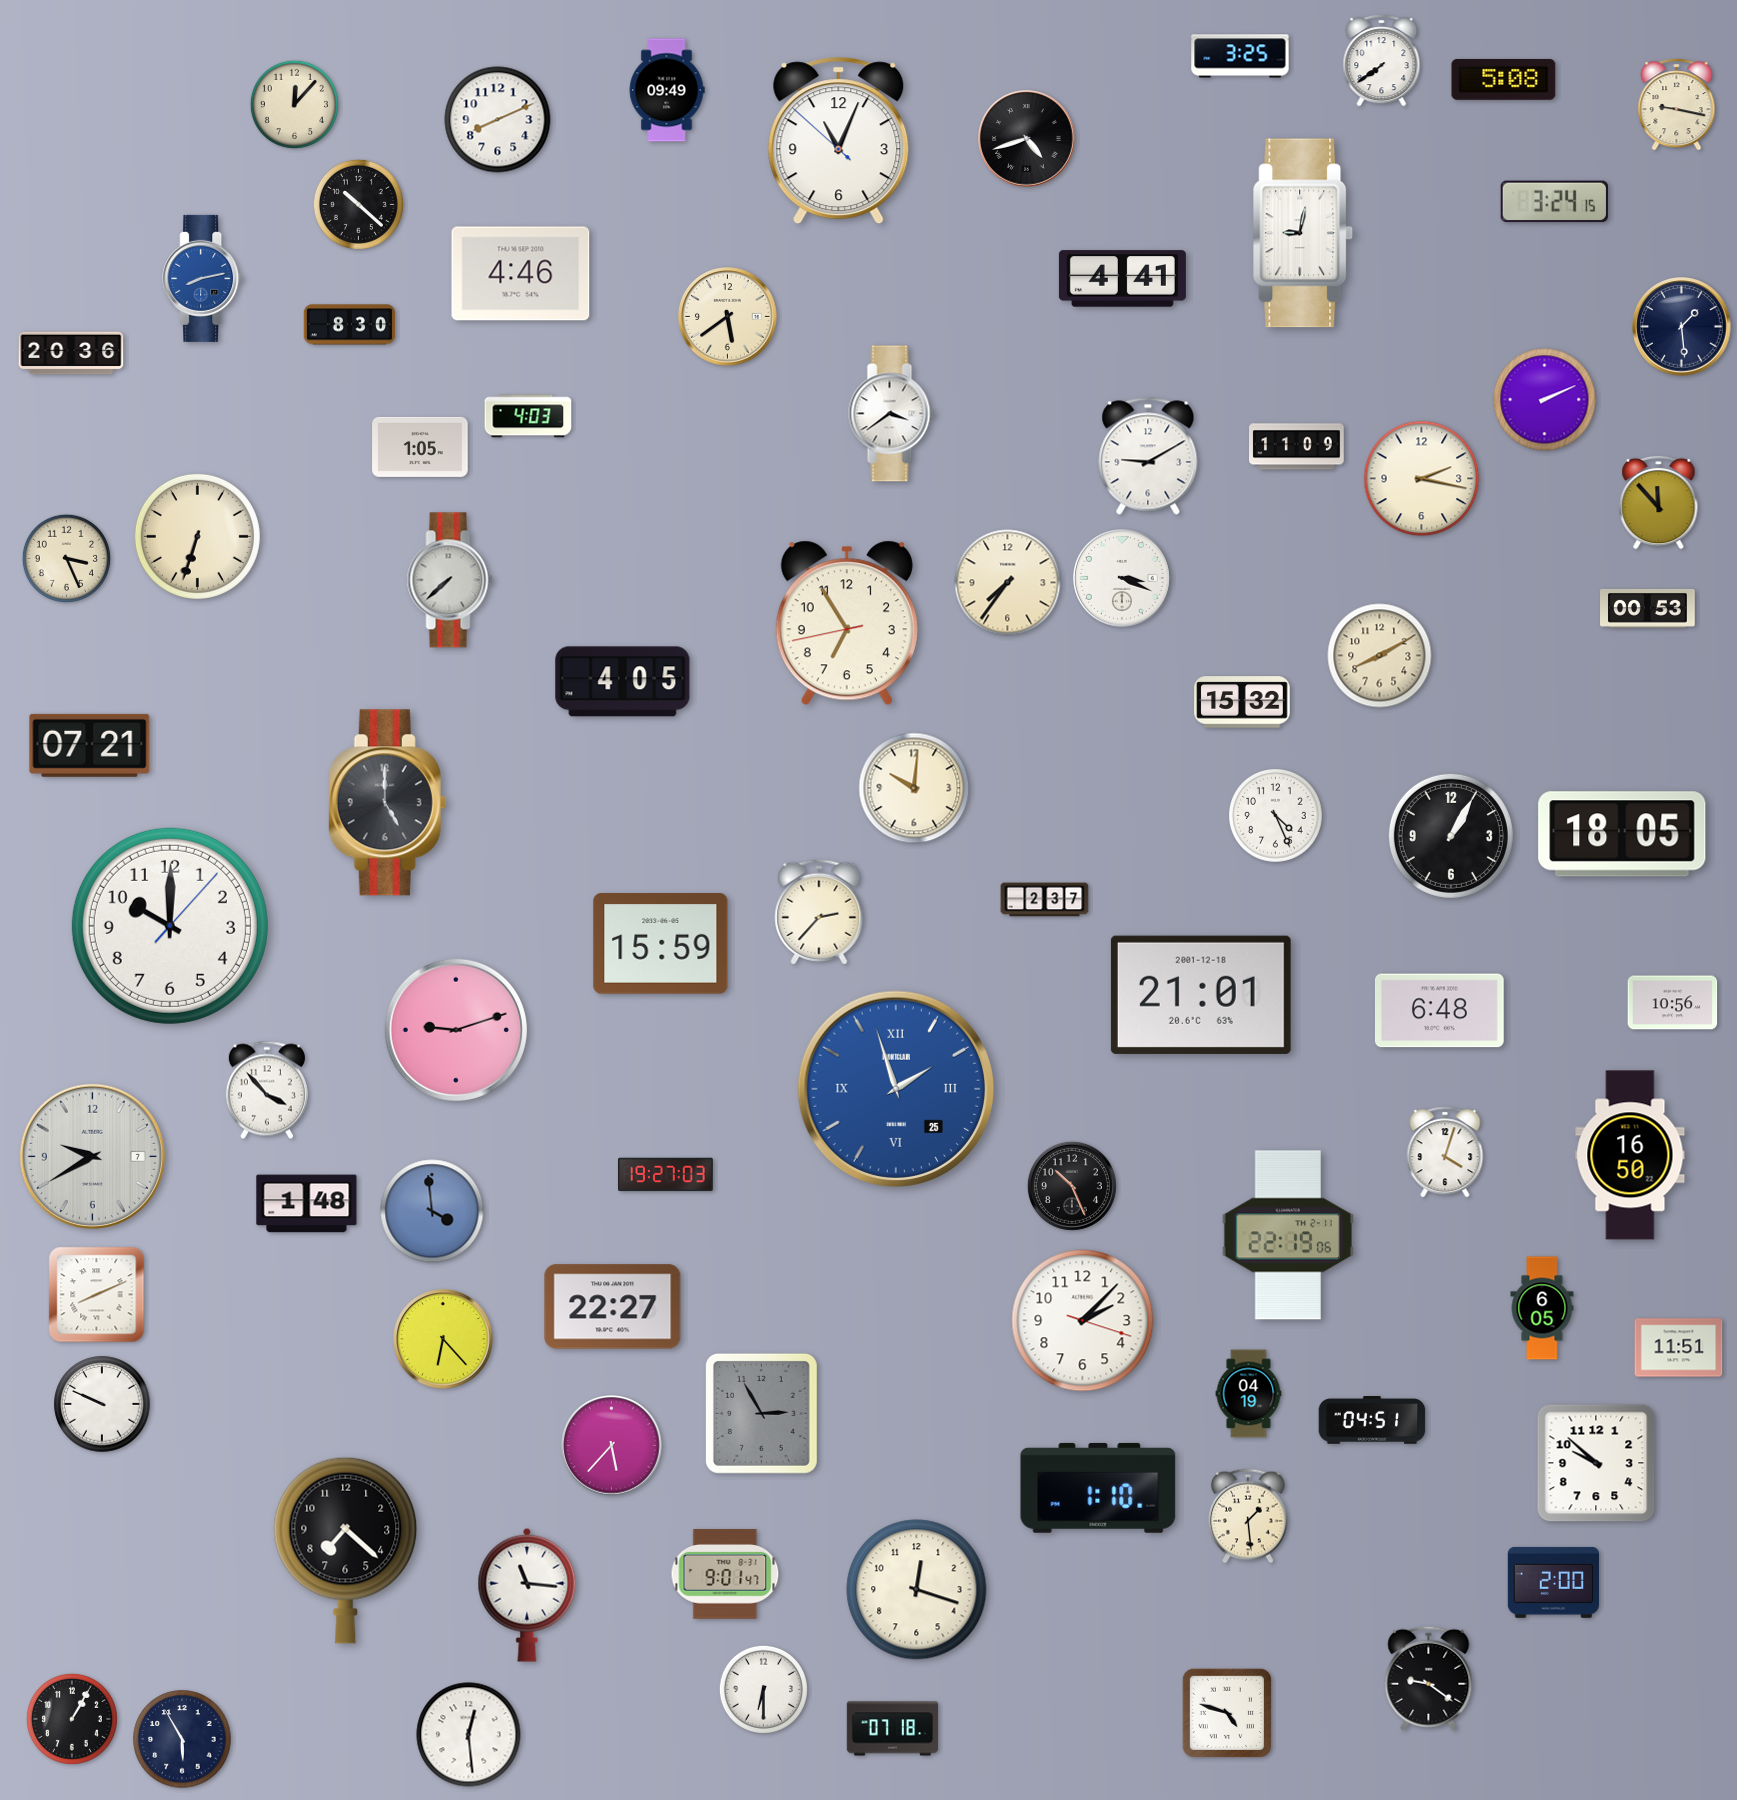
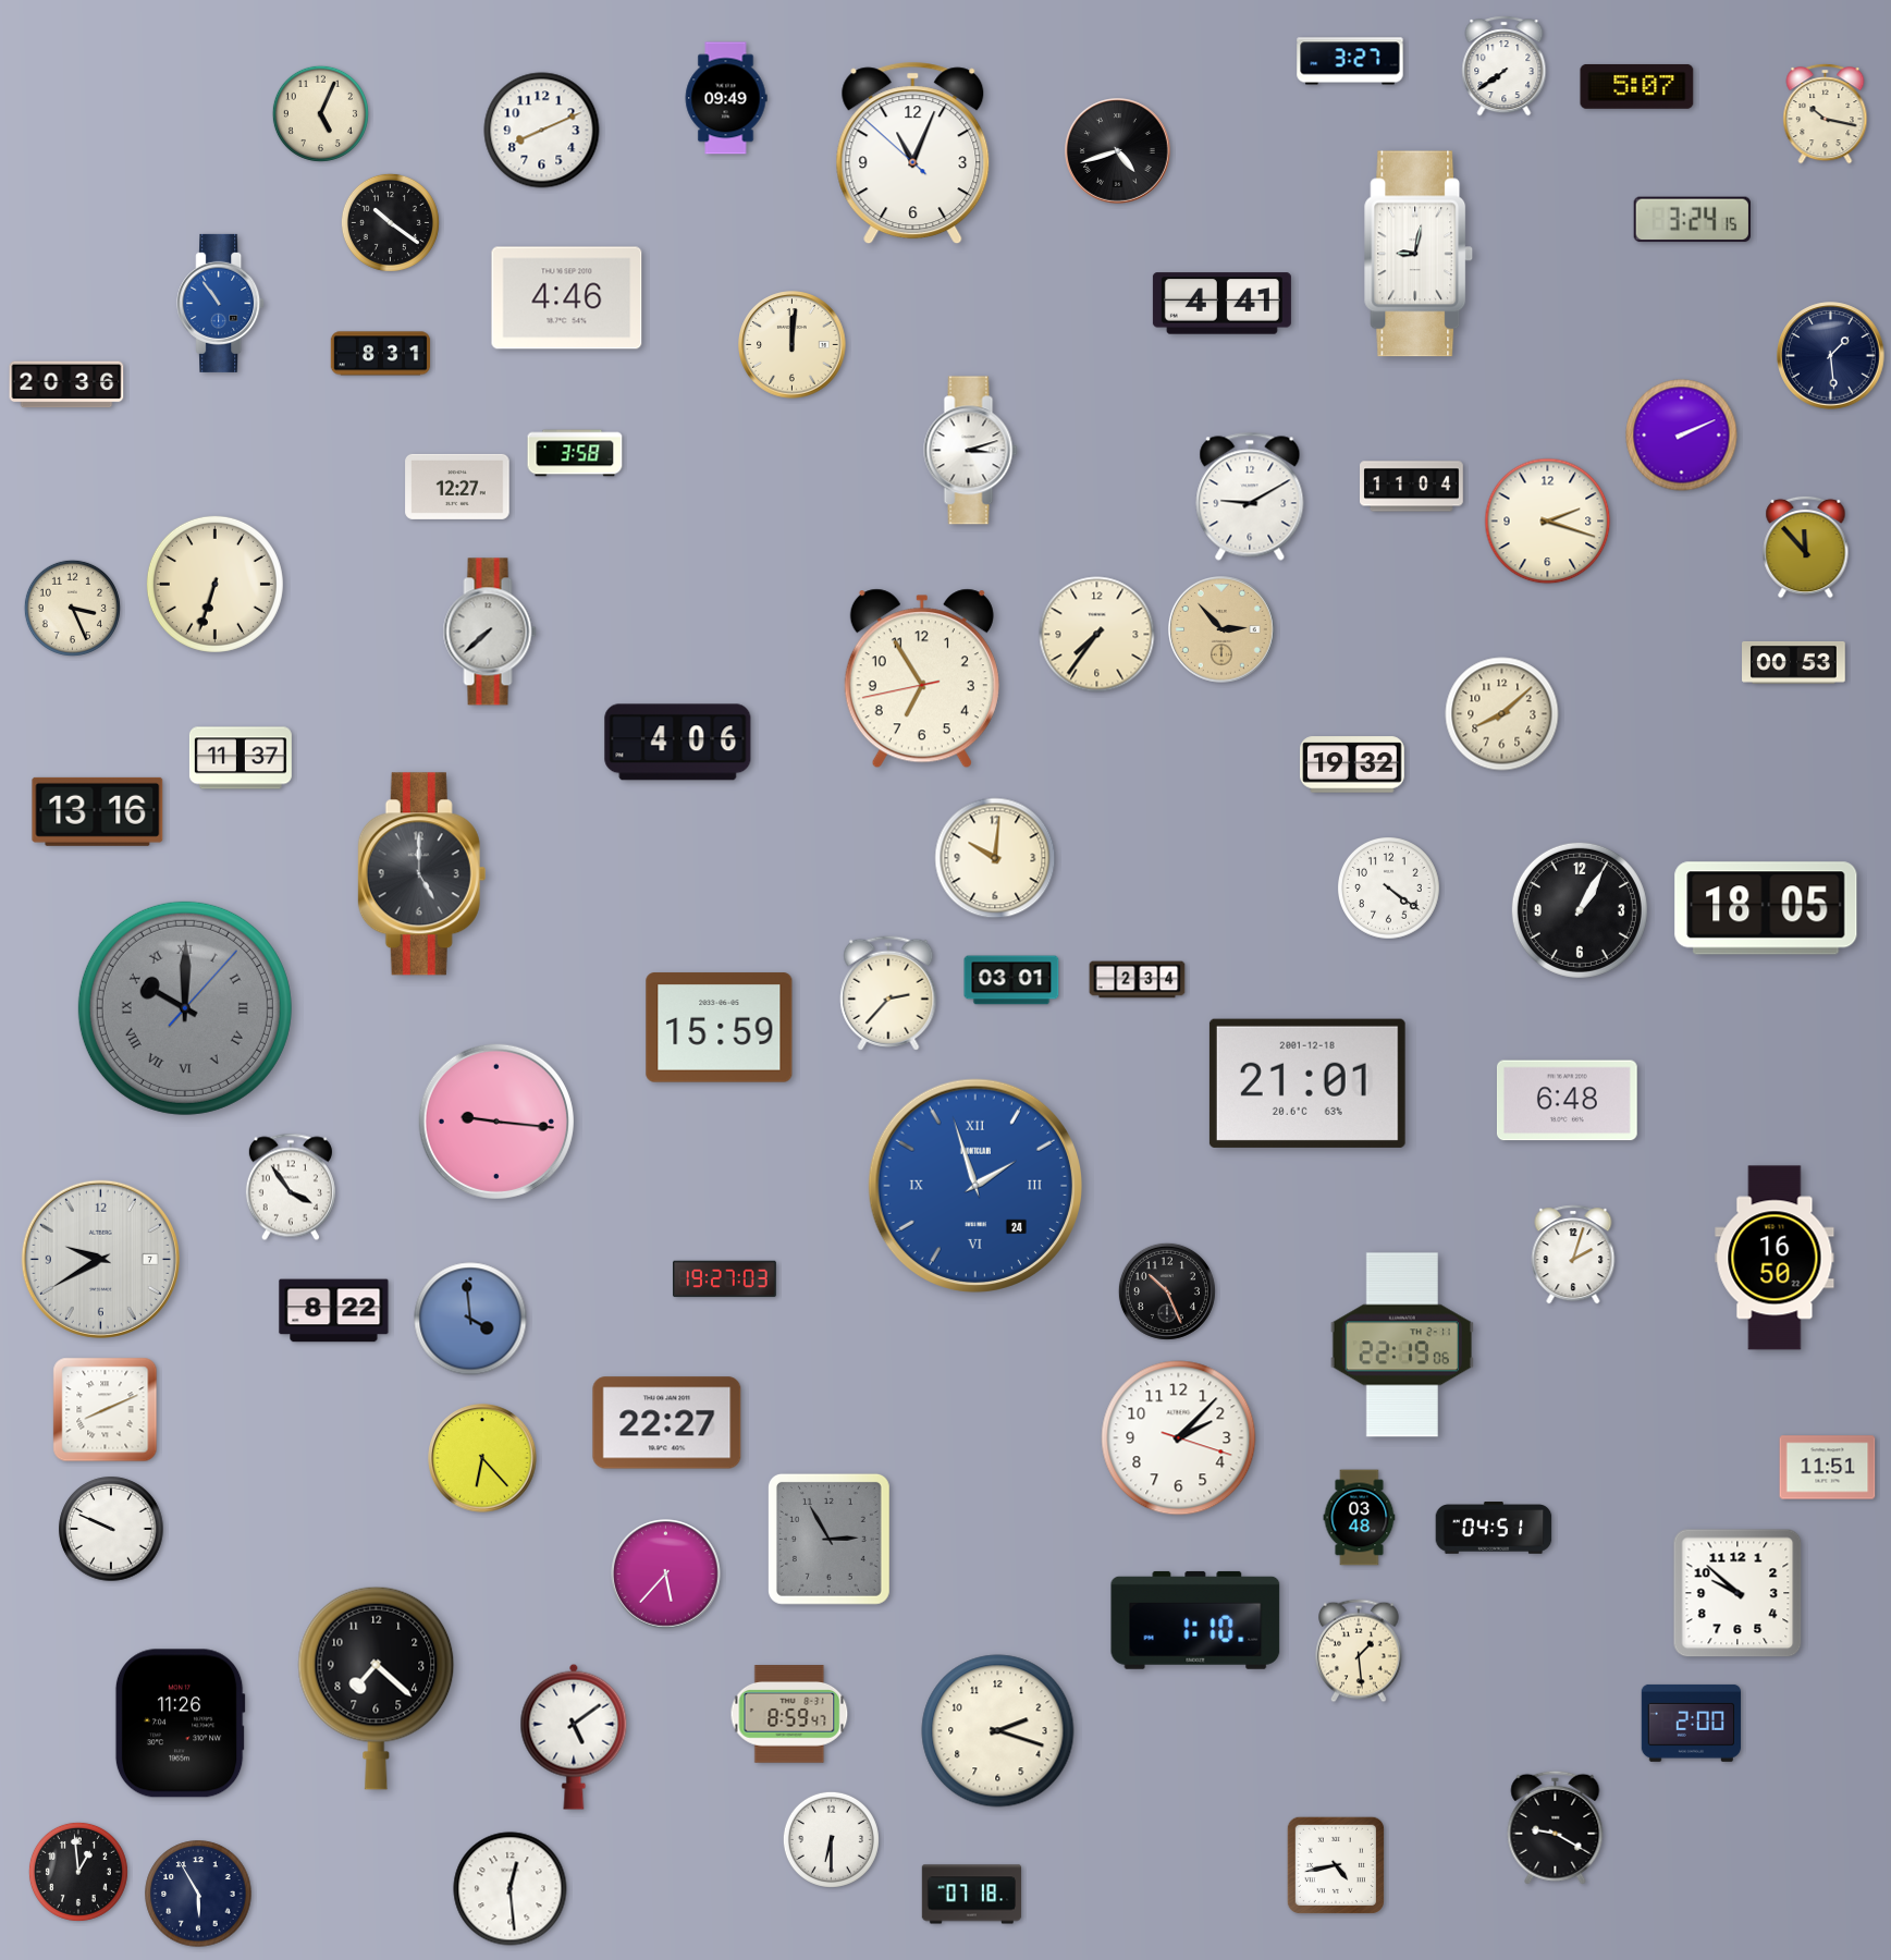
clock at (1240, 56): 3:25 -> 3:27
clock at (1504, 79): 5:08 -> 5:07
clock at (294, 104): 12:07 -> 5:04
clock at (1677, 105): 9:17 -> 10:17
clock at (358, 204): 10:22 -> 10:21
clock at (203, 278): 8:13 -> 10:54
clock at (728, 317): 5:39 -> 12:01
clock at (350, 325): 8:30 -> 8:31
clock at (71, 353) position: (71, 353) -> (66, 384)
clock at (892, 414): 3:39 -> 3:12
clock at (528, 416): 4:03 -> 3:58
clock at (420, 447): 1:05 -> 12:27
clock at (1297, 447): 11:09 -> 11:04
clock at (1422, 479): 2:17 -> 2:18
clock at (1122, 578): 3:19 -> 2:53
clock at (1122, 578) dial: white -> champagne
clock at (1380, 656): 8:10 -> 8:08
clock at (623, 682): 4:05 -> 4:06
clock at (241, 758): none -> 11:37
clock at (1242, 702): 15:32 -> 19:32
clock at (90, 745): 07:21 -> 13:16
clock at (1276, 816): 4:26 -> 4:21
clock at (1011, 980): none -> 03:01
clock at (1045, 900): 2:37 -> 2:34
clock at (819, 912) position: (819, 912) -> (888, 993)
clock at (170, 926) dial: white -> grey
clock at (170, 926) numerals: Arabic -> Roman
clock at (1673, 1003): 10:56 -> none
clock at (456, 1030): 9:12 -> 9:16
clock at (895, 1088) date: 25 -> 24
clock at (267, 1090): 3:53 -> 3:54
clock at (1445, 1152): 4:03 -> 2:03
clock at (307, 1204): 1:48 -> 8:22
clock at (1542, 1308): 6:05 -> none
clock at (1249, 1394): 04:19 -> 03:48
clock at (1372, 1420) position: (1372, 1420) -> (1494, 1528)
clock at (725, 1574): 9:01 -> 8:59
clock at (180, 1724): none -> 11:26
clock at (917, 1590): 12:18 -> 2:18
clock at (527, 1595): 11:16 -> 5:09
clock at (1429, 1678): 9:21 -> 9:20
clock at (1227, 1713): 4:48 -> 4:43
clock at (72, 1719): 1:05 -> 12:59
clock at (893, 1729) position: (893, 1729) -> (972, 1895)
